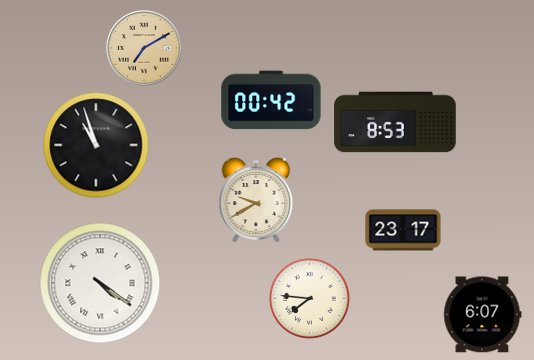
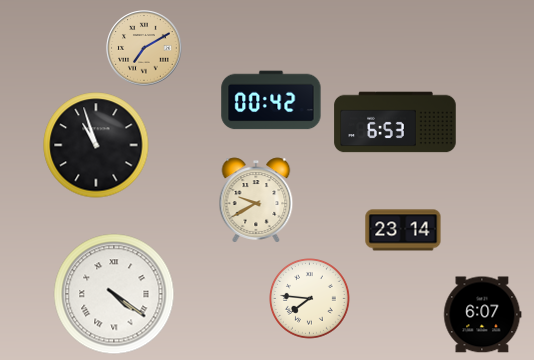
clock at (395, 122): 8:53 -> 6:53
clock at (403, 230): 23:17 -> 23:14
clock at (100, 283) position: (100, 283) -> (114, 294)
